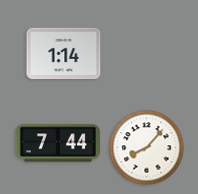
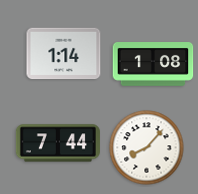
clock at (153, 65): none -> 1:08
